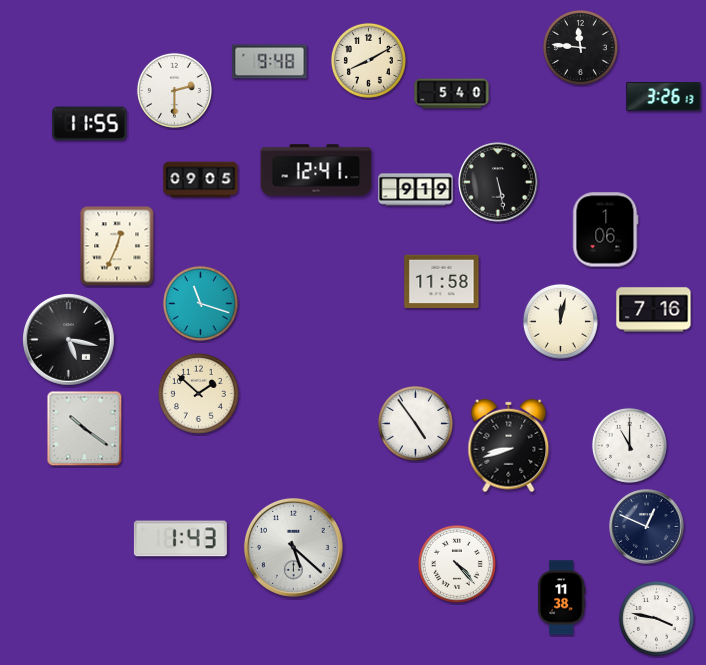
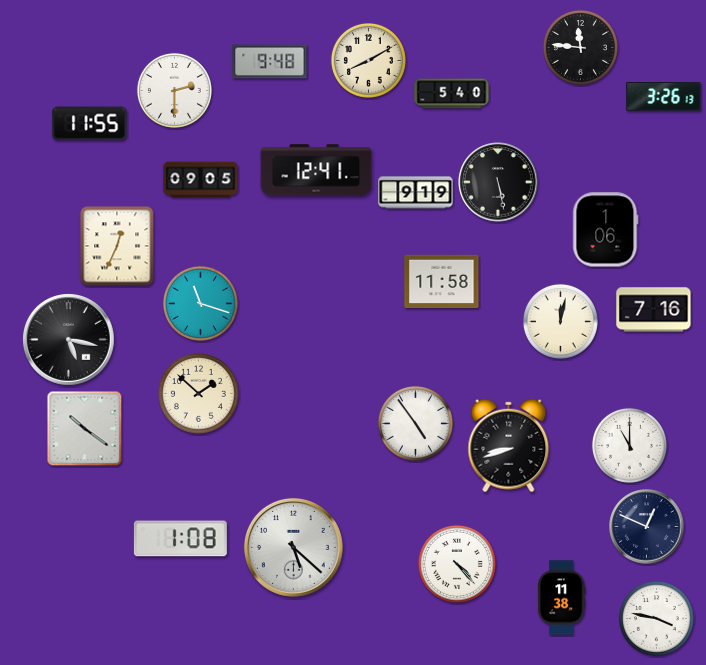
clock at (416, 190) position: (416, 190) -> (416, 193)
clock at (180, 539): 1:43 -> 1:08
